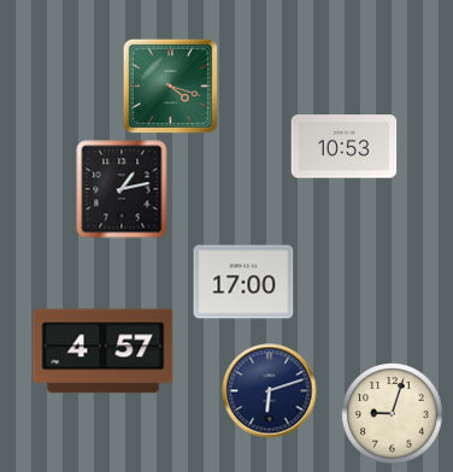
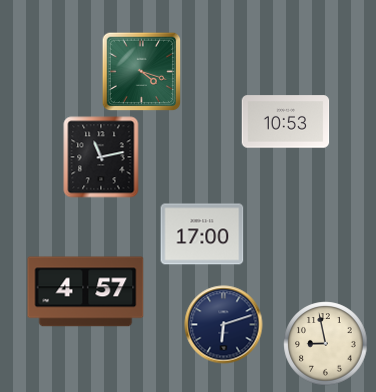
clock at (122, 189): 1:13 -> 11:13
clock at (393, 414): 9:03 -> 8:58
